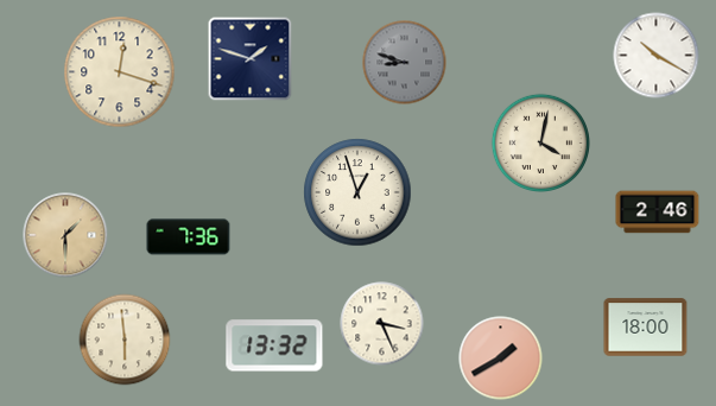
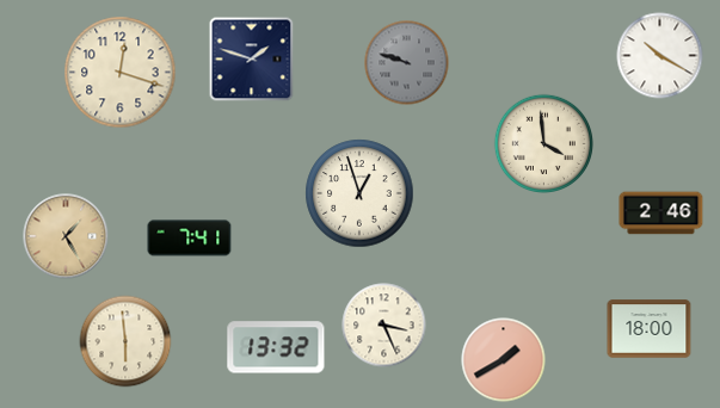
clock at (405, 63): 8:48 -> 9:48
clock at (540, 142): 4:02 -> 3:59
clock at (65, 235): 1:30 -> 1:25
clock at (189, 237): 7:36 -> 7:41
